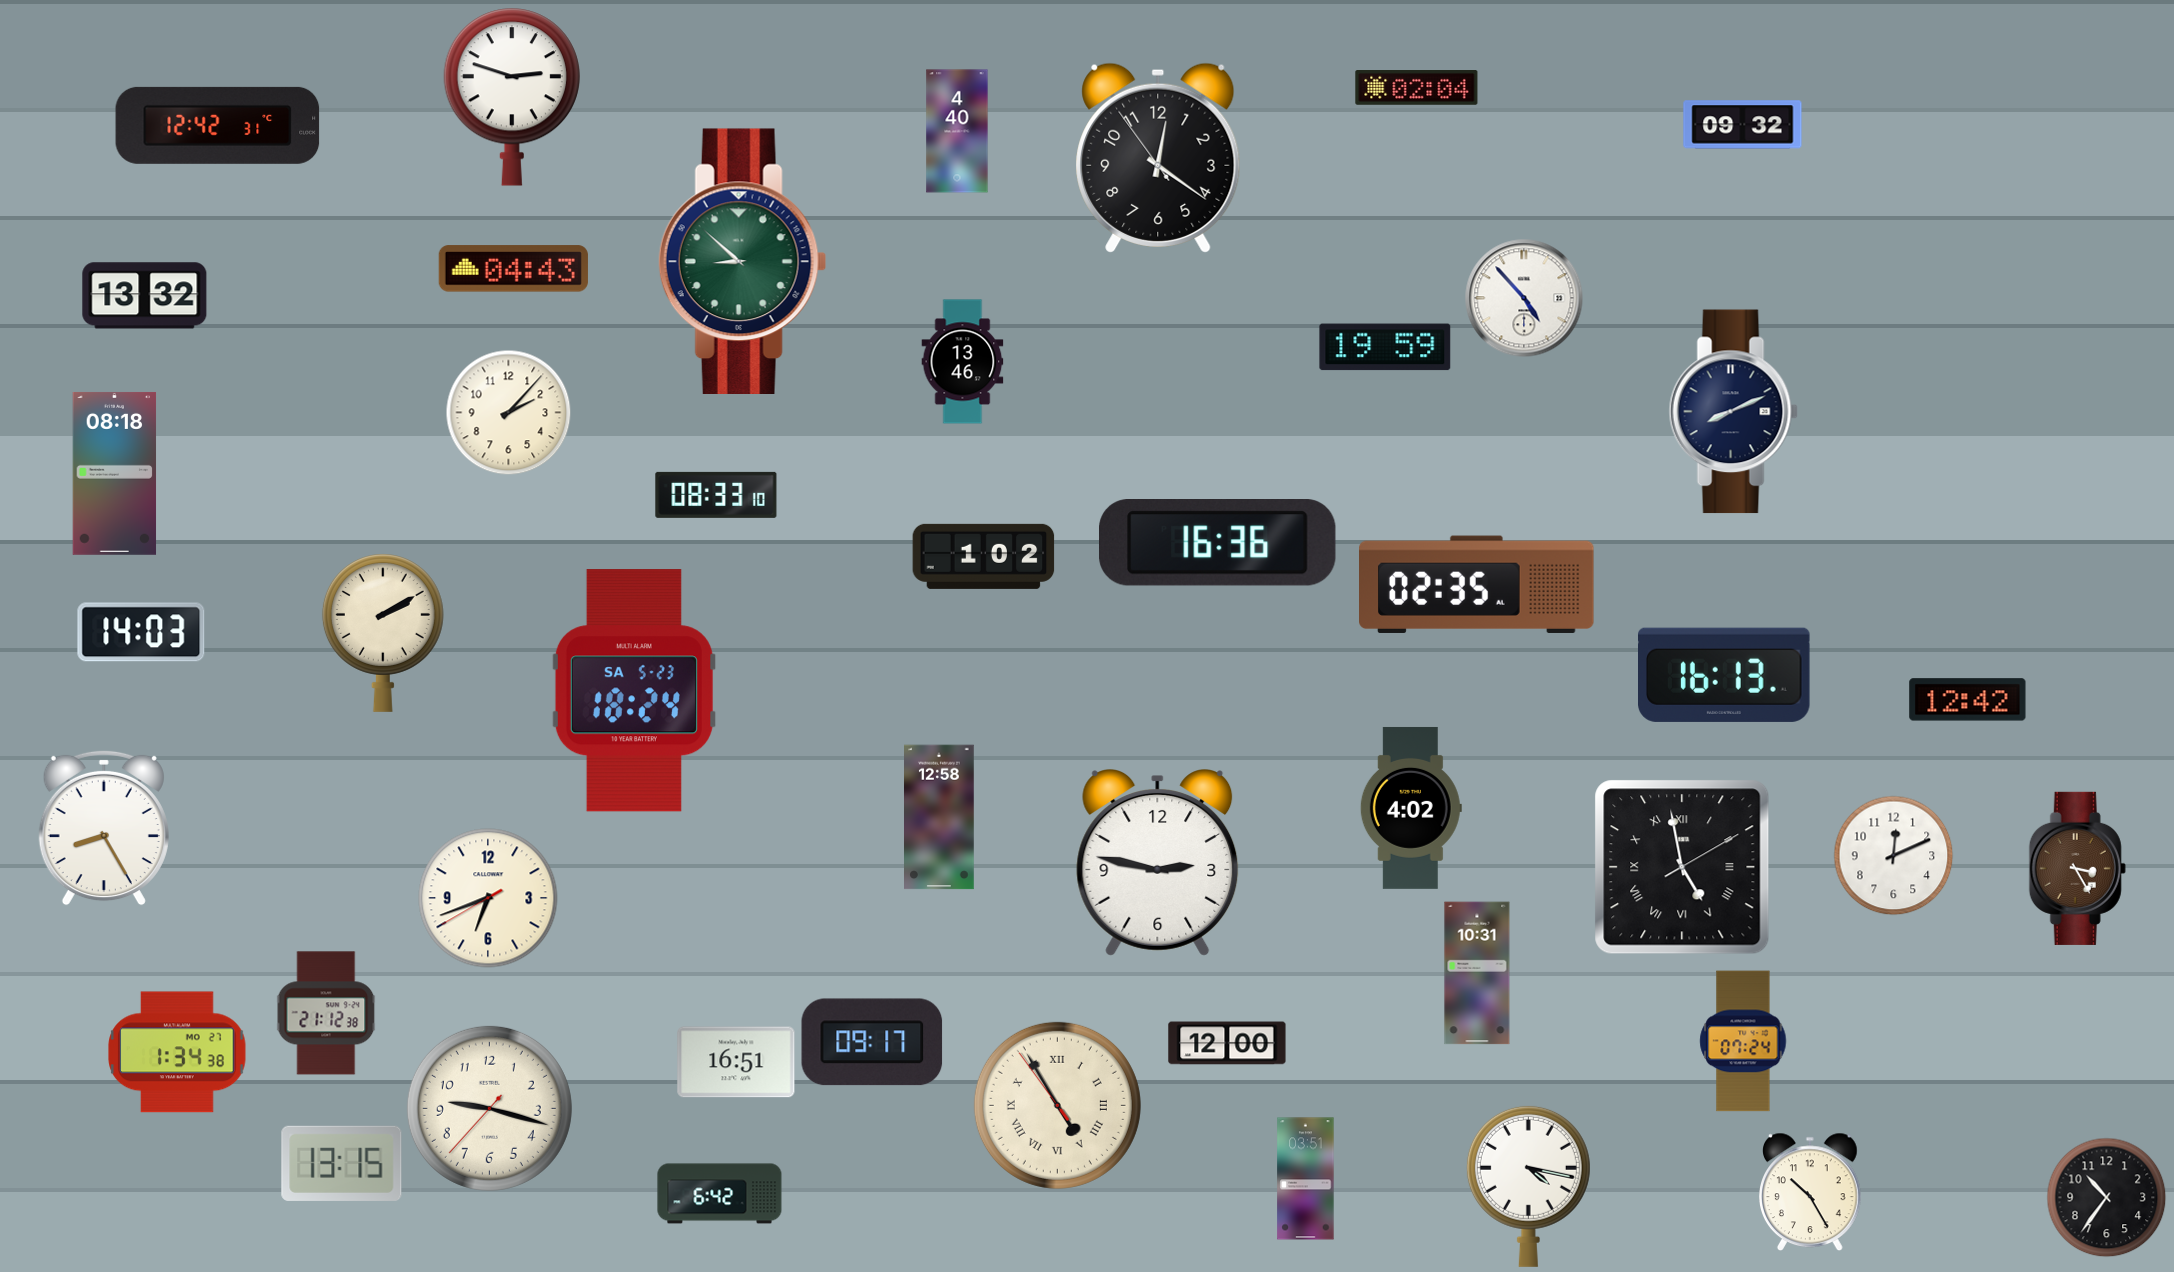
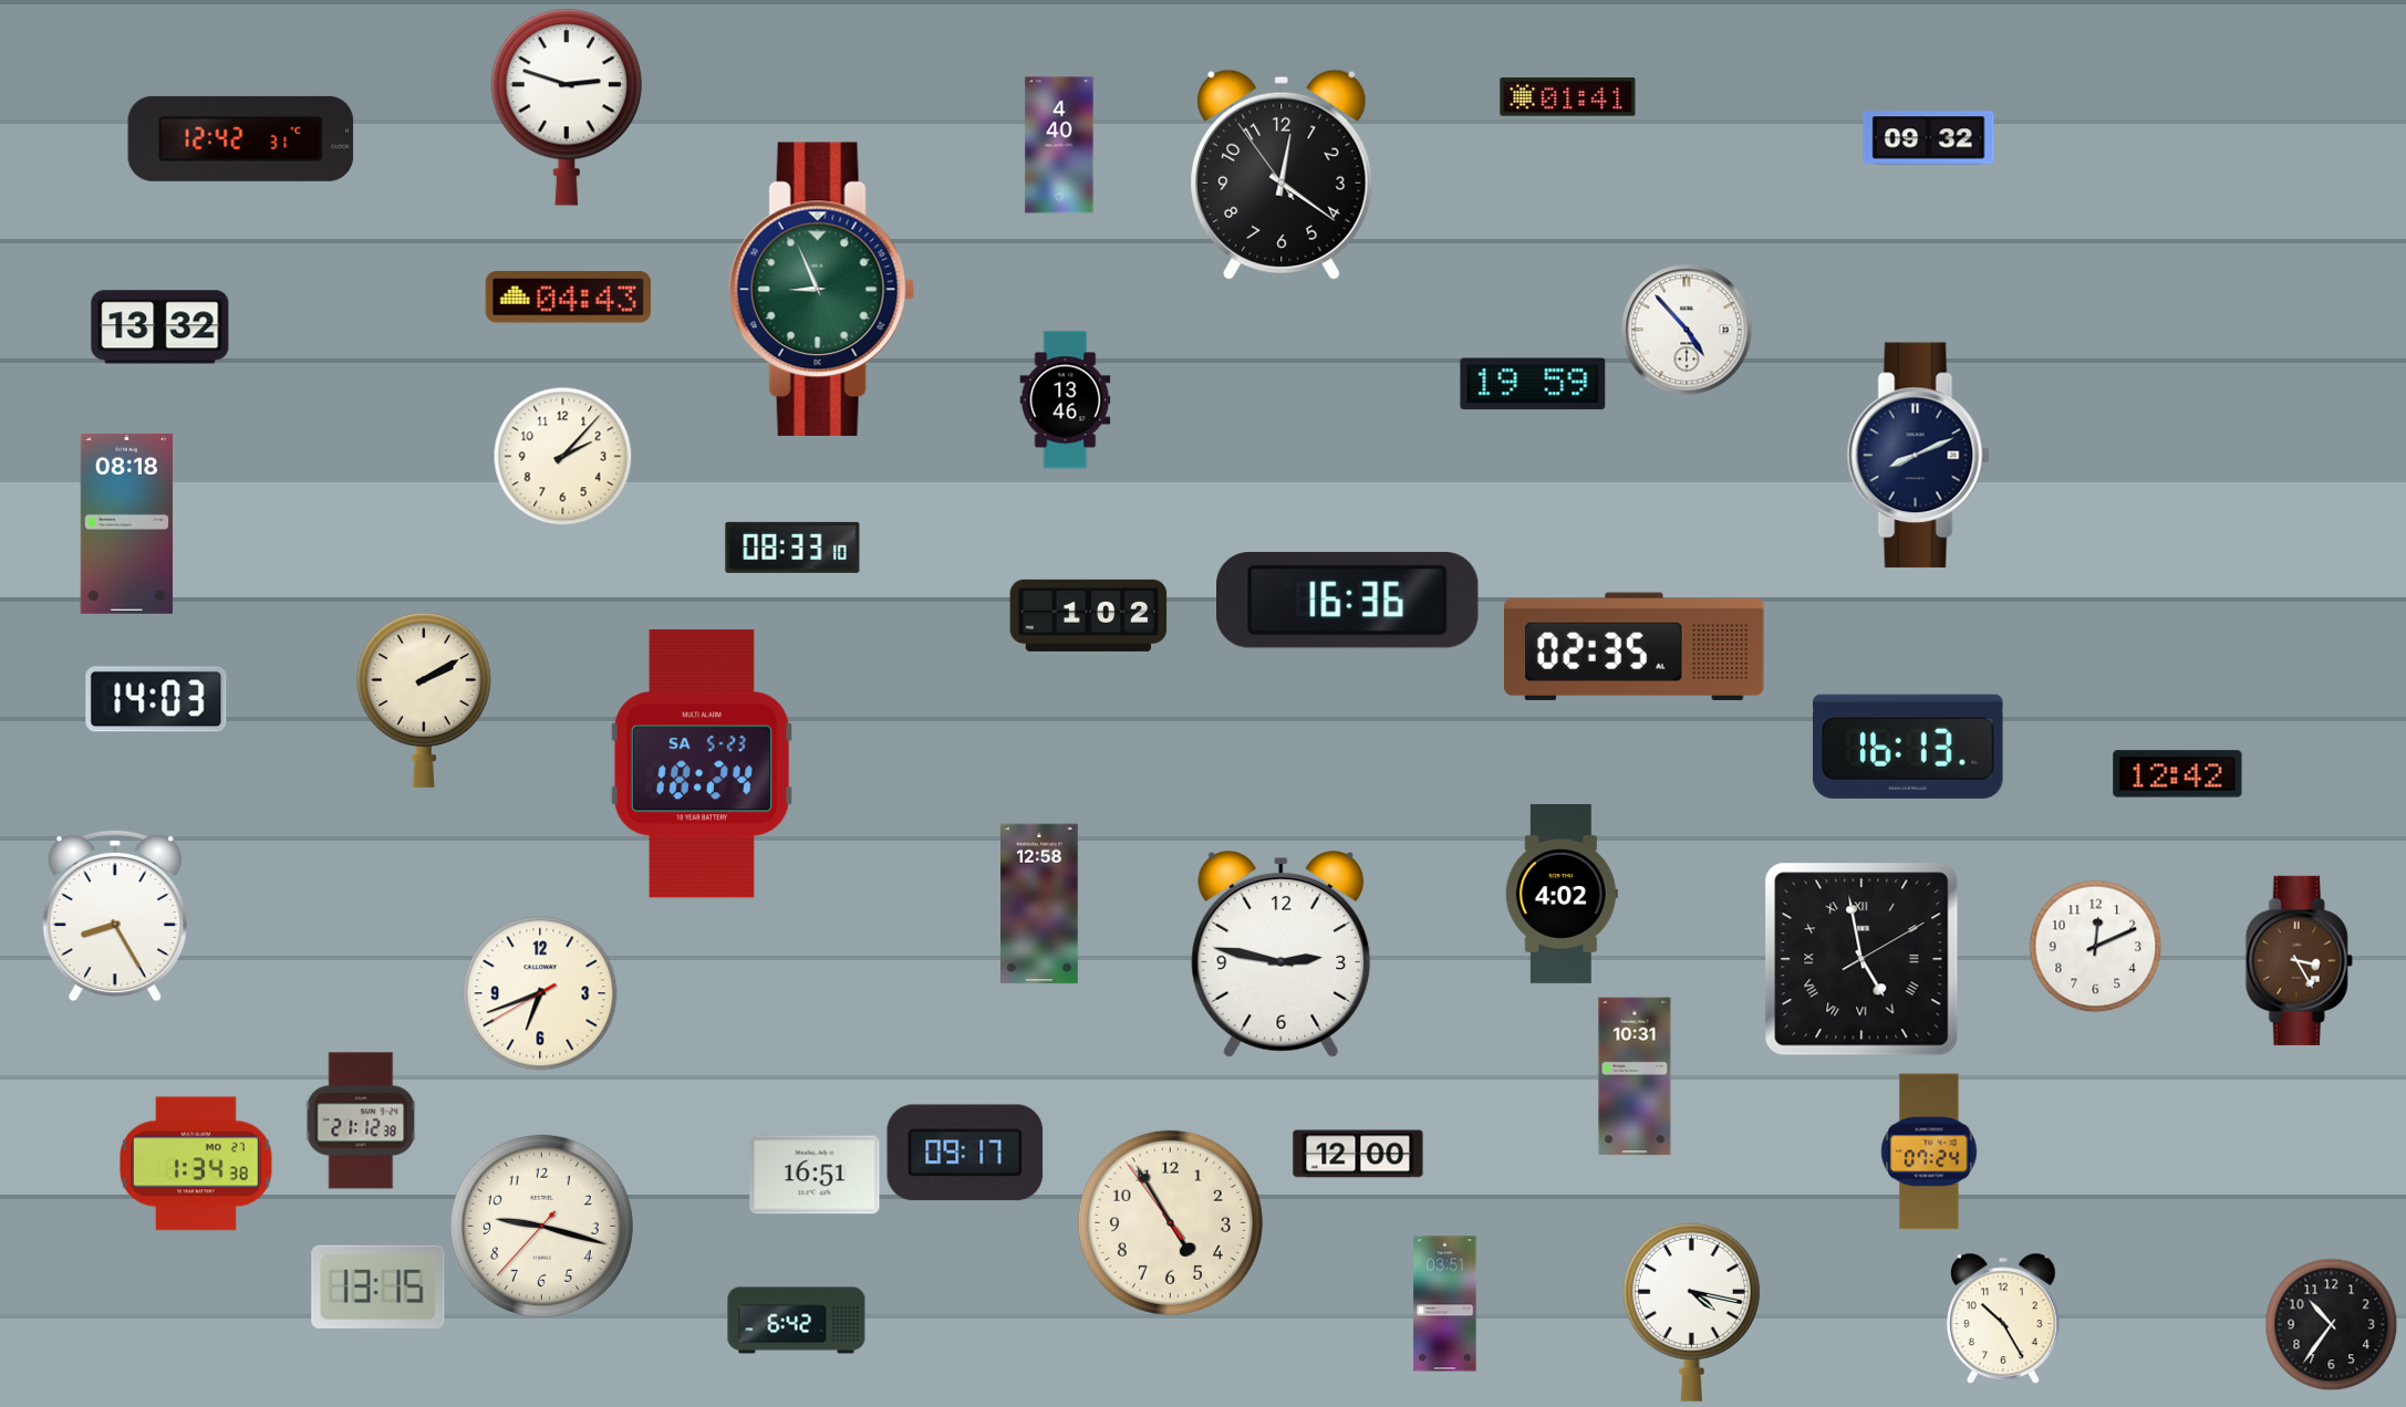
clock at (1417, 88): 02:04 -> 01:41
clock at (742, 261): 8:52 -> 8:56
clock at (1057, 1105) numerals: Roman -> Arabic
